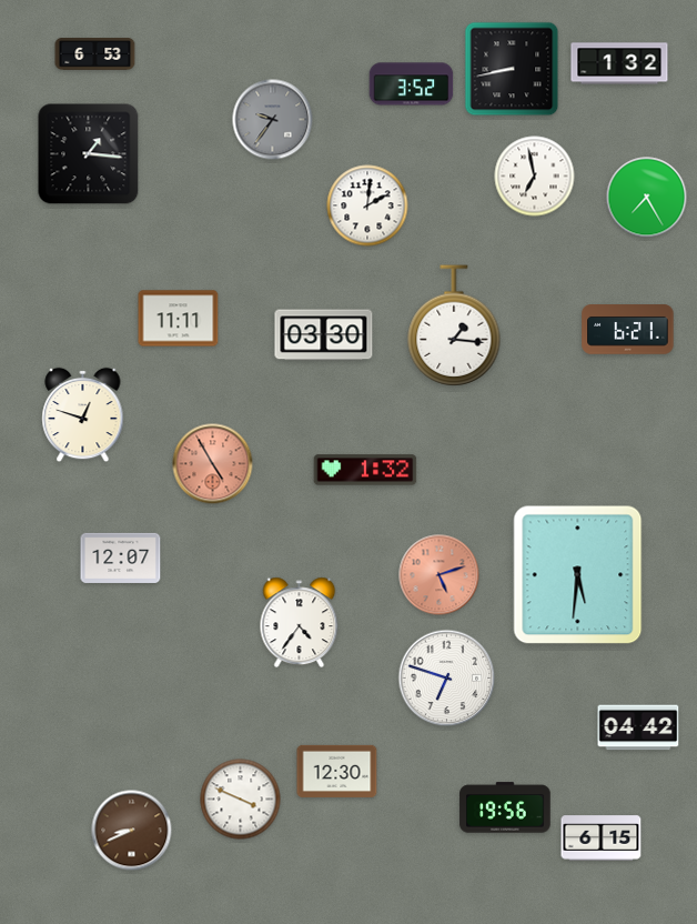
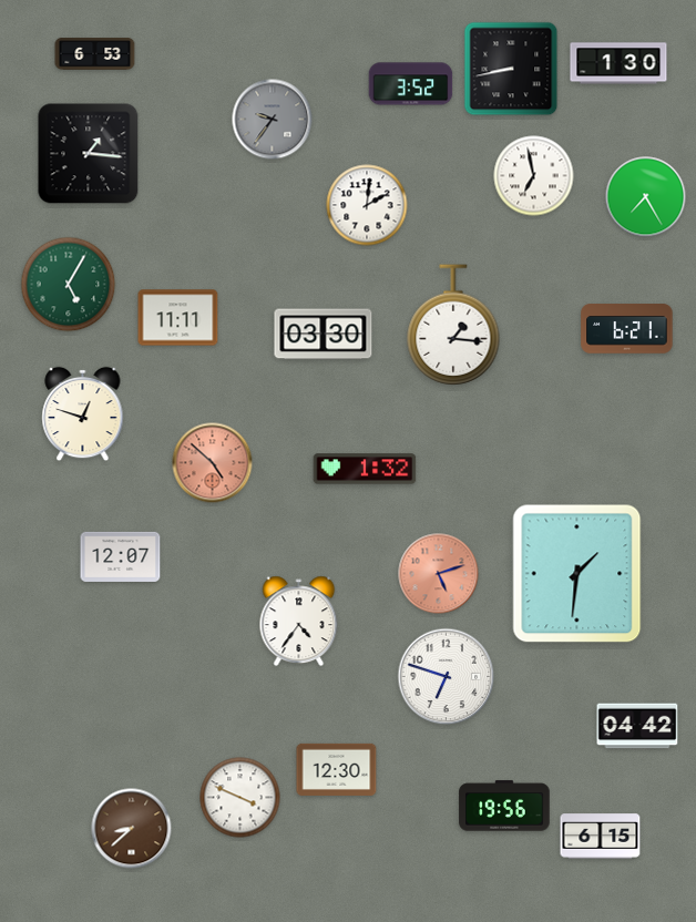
clock at (619, 63): 1:32 -> 1:30
clock at (69, 285): none -> 5:05
clock at (213, 464): 4:55 -> 4:52
clock at (578, 575): 5:31 -> 1:31
clock at (132, 831): 8:41 -> 8:38
